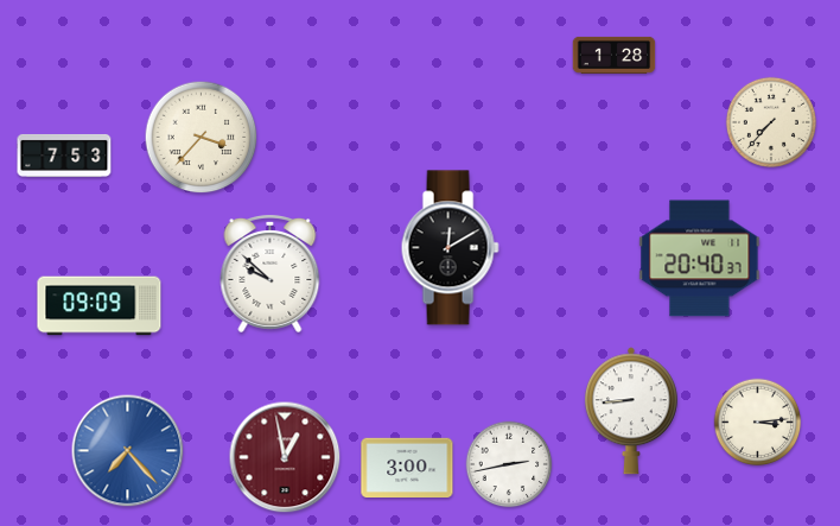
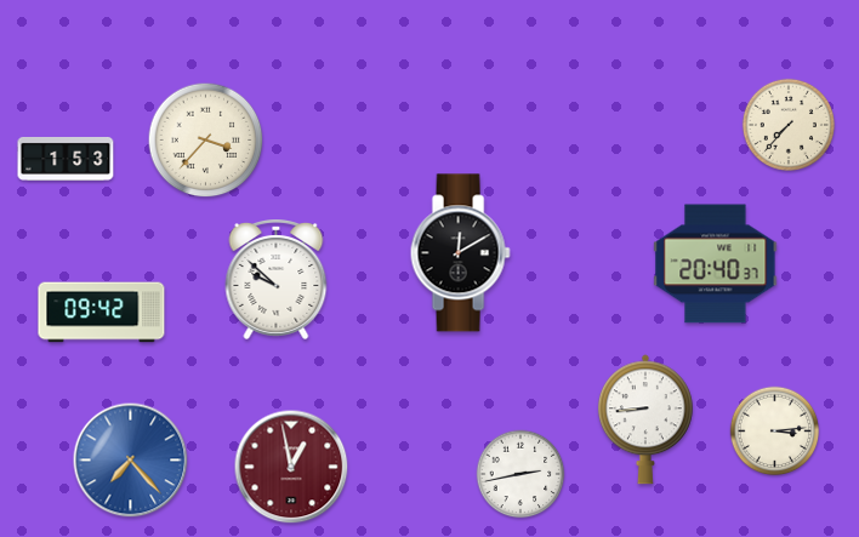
clock at (615, 55): 1:28 -> none
clock at (64, 156): 7:53 -> 1:53
clock at (100, 306): 09:09 -> 09:42
clock at (407, 468): 3:00 -> none
